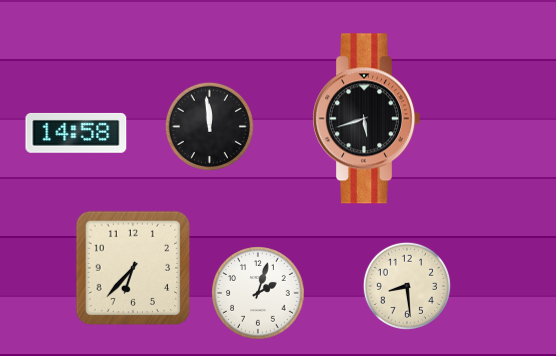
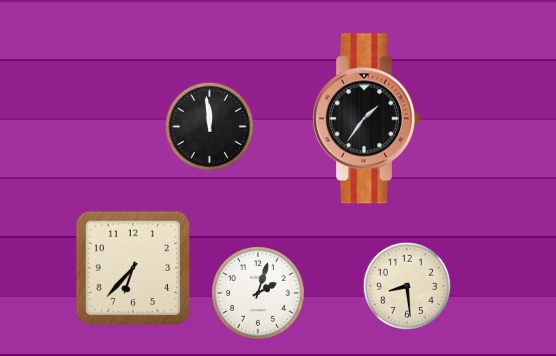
clock at (366, 119): 5:42 -> 1:36
clock at (76, 133): 14:58 -> none
